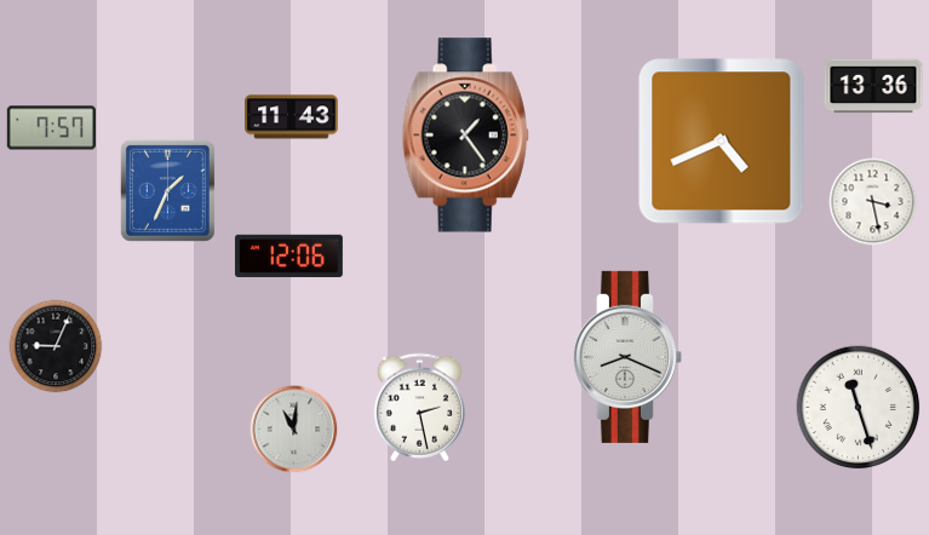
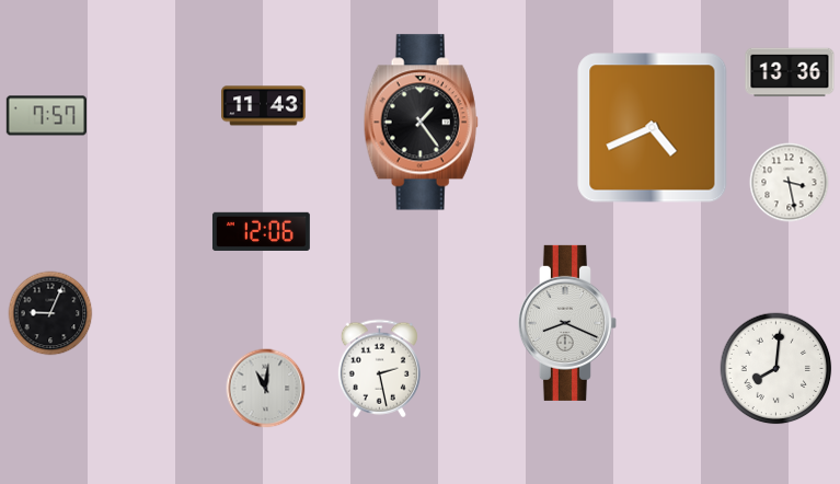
clock at (873, 86) position: (873, 86) -> (790, 72)
clock at (167, 190): 1:34 -> none
clock at (859, 408): 11:27 -> 8:01
